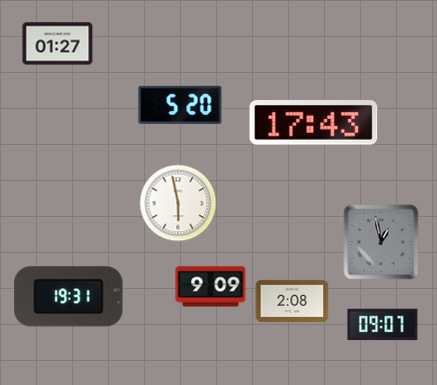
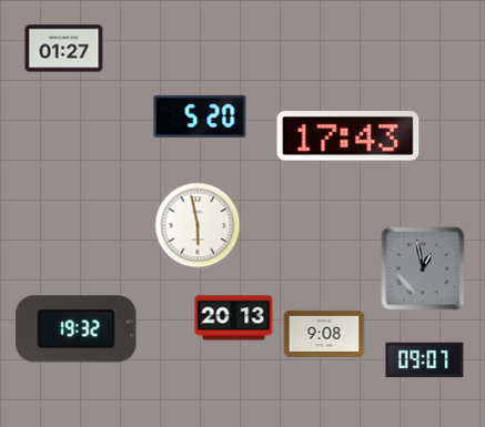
clock at (211, 287): 9:09 -> 20:13
clock at (69, 297): 19:31 -> 19:32
clock at (292, 301): 2:08 -> 9:08
